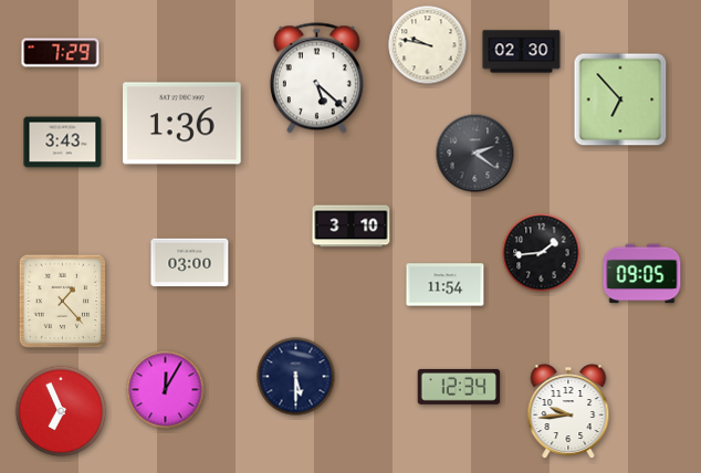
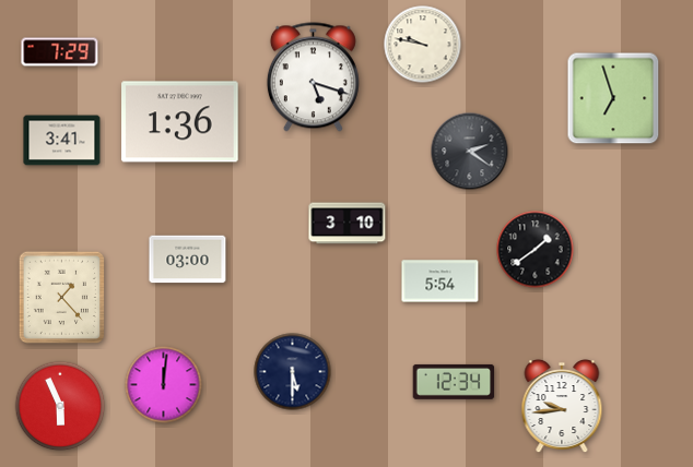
clock at (522, 52): 02:30 -> none
clock at (316, 78): 5:22 -> 5:18
clock at (620, 99): 6:53 -> 6:57
clock at (63, 143): 3:43 -> 3:41
clock at (542, 253): 1:44 -> 1:39
clock at (642, 274): 09:05 -> none
clock at (446, 285): 11:54 -> 5:54
clock at (166, 390): 12:05 -> 12:01
clock at (61, 411): 6:56 -> 5:56
